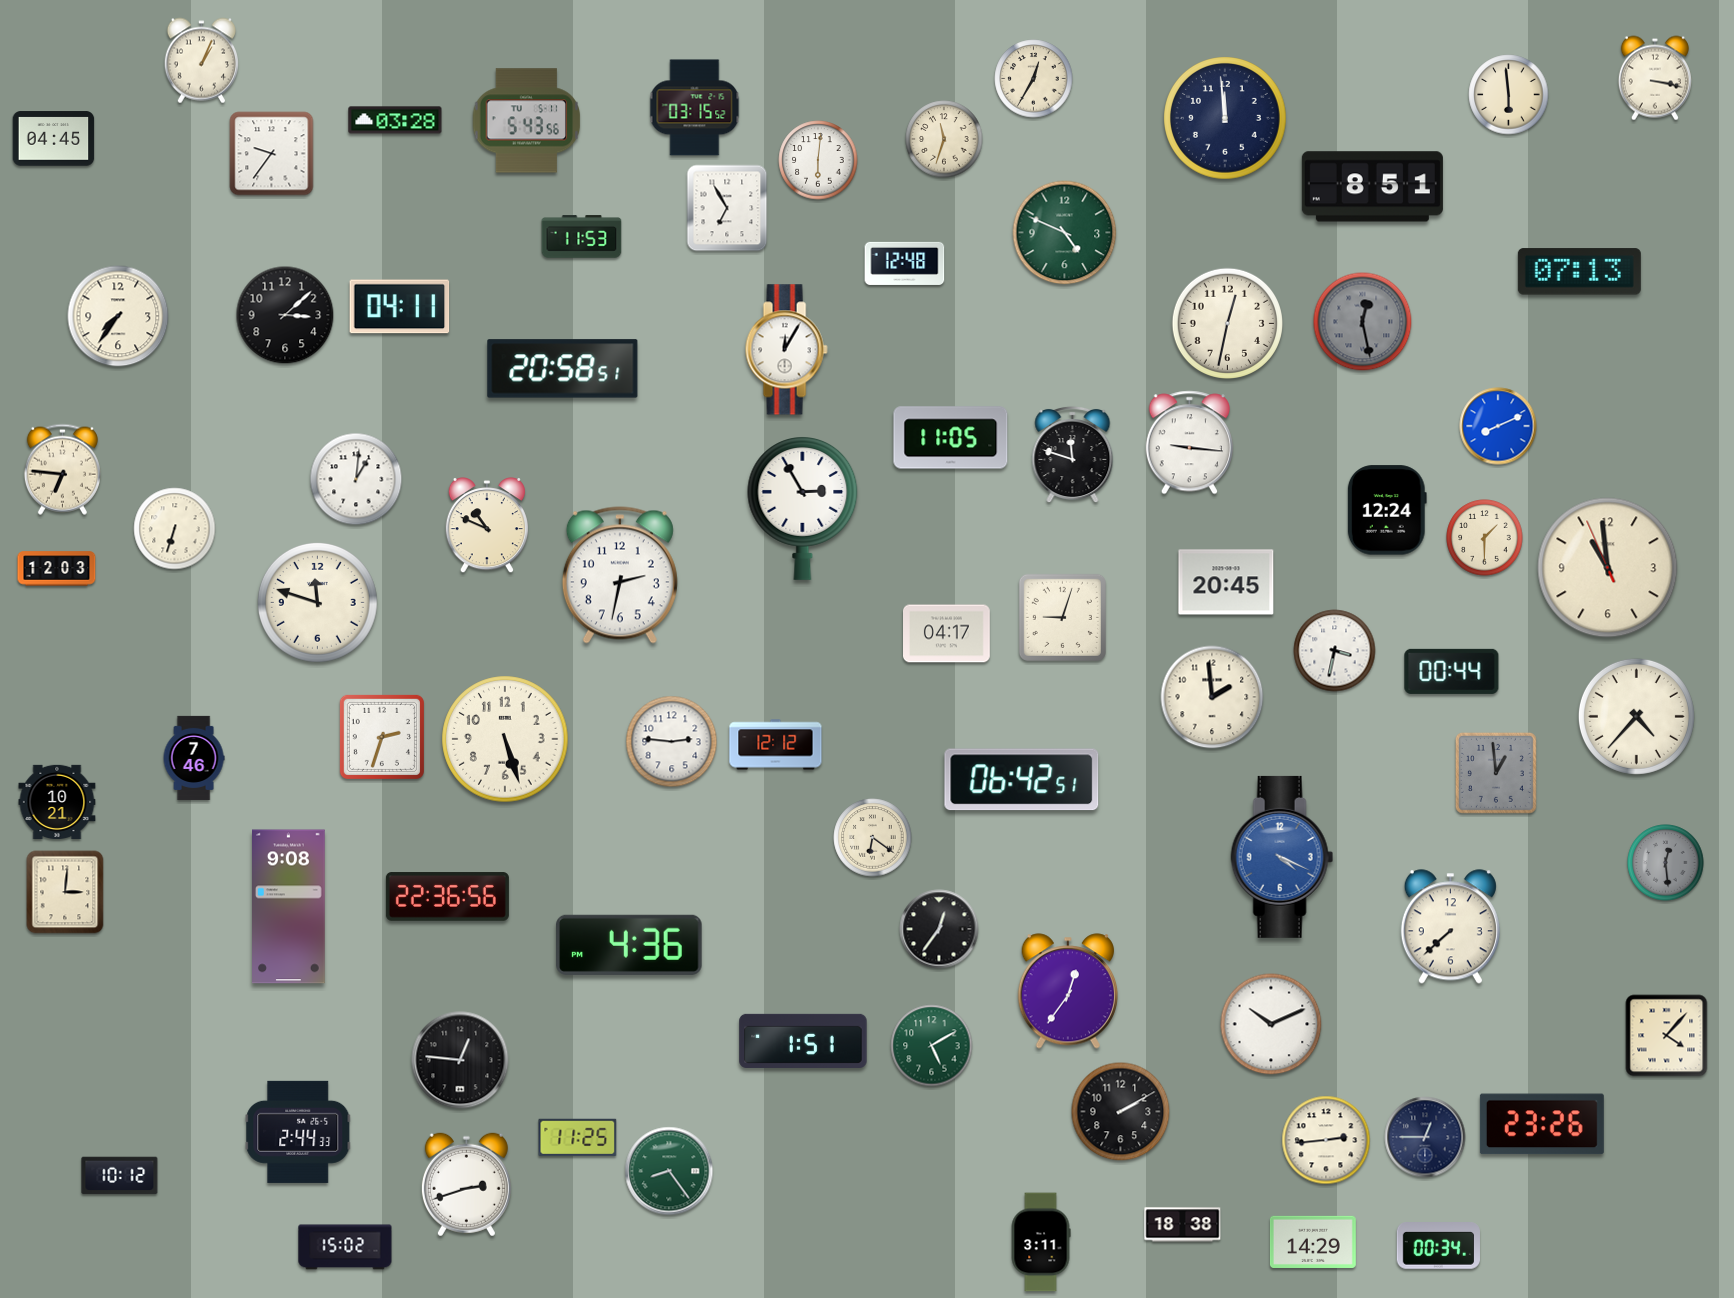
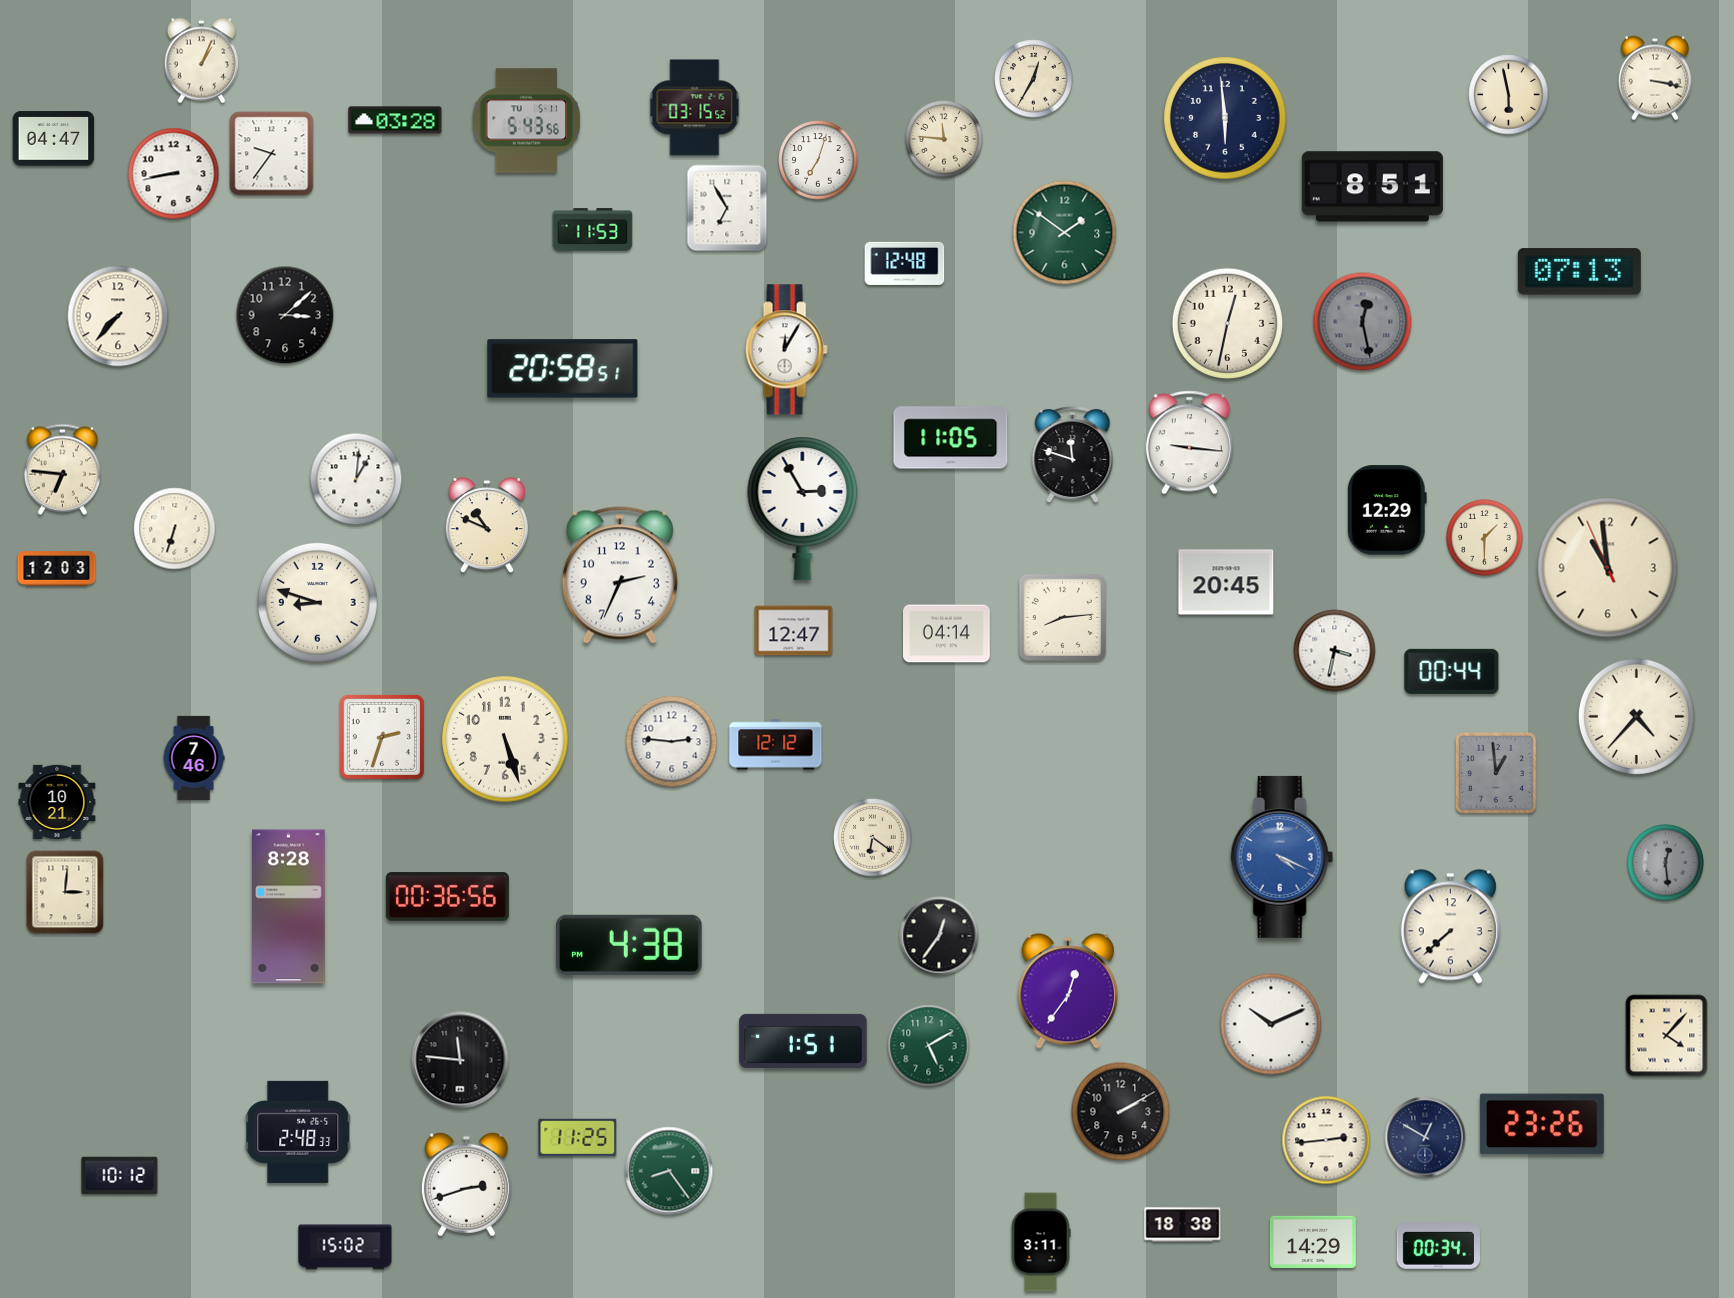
clock at (1509, 95): 5:59 -> 5:58
clock at (1225, 118): 11:59 -> 5:59
clock at (54, 139): 04:45 -> 04:47
clock at (944, 139): 11:33 -> 11:46
clock at (818, 160): 6:01 -> 7:03
clock at (174, 174): none -> 8:43
clock at (1065, 233): 4:49 -> 1:51
clock at (582, 237) position: (582, 237) -> (593, 230)
clock at (400, 307): 04:11 -> none
clock at (118, 316): 7:36 -> 7:37
clock at (1498, 426): 8:11 -> none
clock at (1387, 510): 12:24 -> 12:29
clock at (620, 575): 2:32 -> 2:34
clock at (317, 602): 11:48 -> 8:48
clock at (1062, 617): 9:03 -> 8:14
clock at (794, 631): none -> 12:47
clock at (947, 634): 04:17 -> 04:14
clock at (1212, 697): 1:59 -> none
clock at (1022, 780): 06:42 -> none
clock at (447, 897): 22:36 -> 00:36
clock at (289, 907): 9:08 -> 8:28
clock at (939, 929) position: (939, 929) -> (939, 936)
clock at (629, 945): 4:36 -> 4:38
clock at (932, 1046) position: (932, 1046) -> (929, 1046)
clock at (460, 1060): 12:46 -> 11:46
clock at (298, 1132): 2:44 -> 2:48
clock at (1425, 1137): 12:45 -> 12:50
